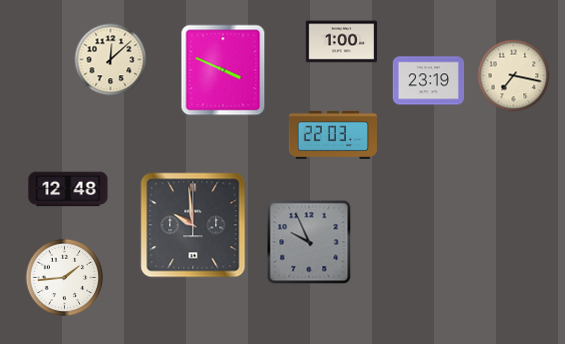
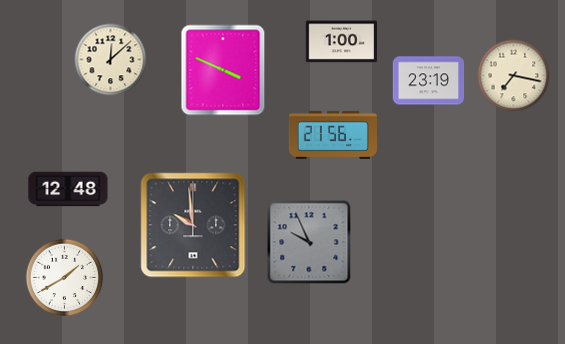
clock at (333, 135): 22:03 -> 21:56
clock at (65, 278): 1:44 -> 1:40
